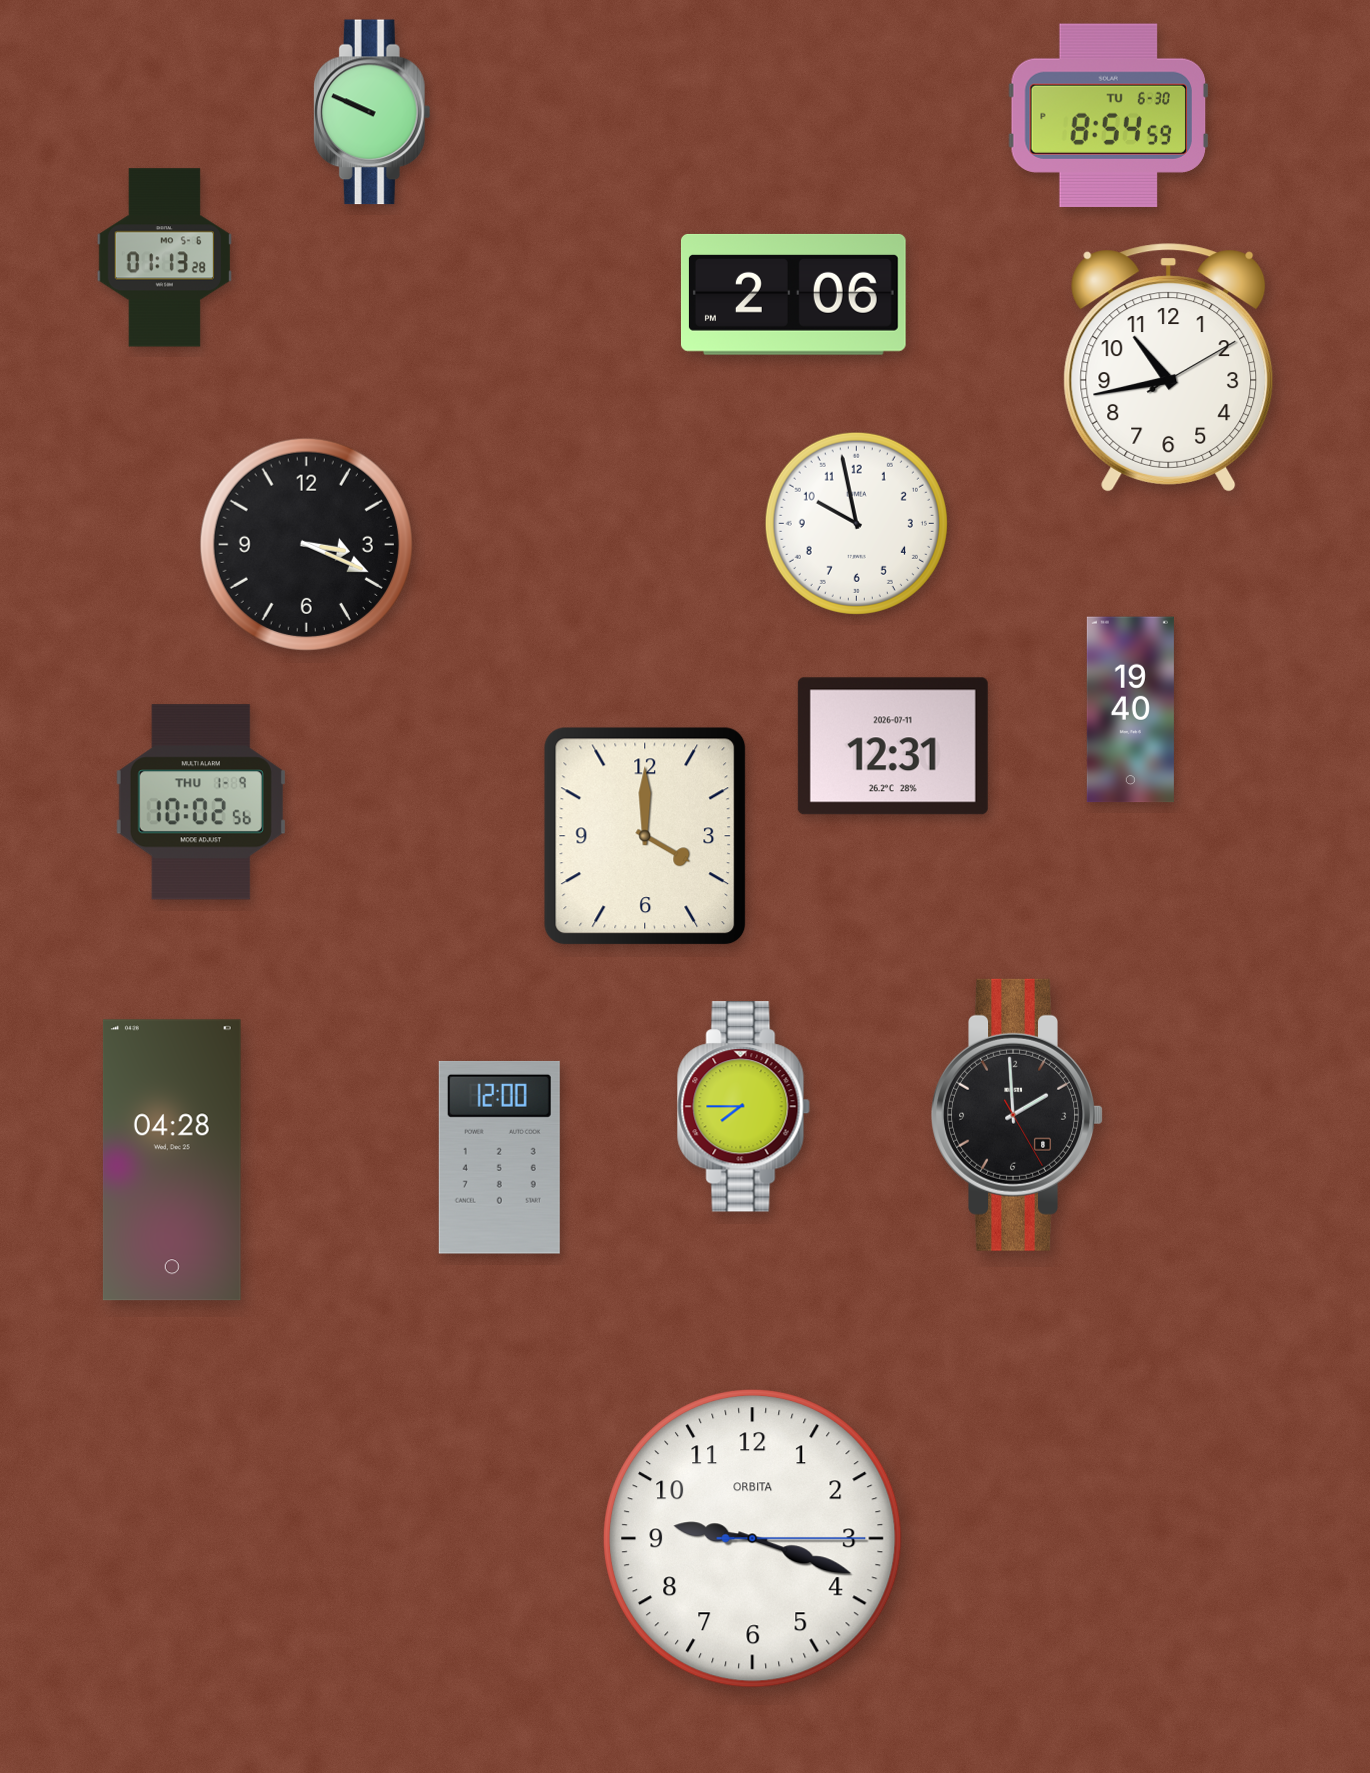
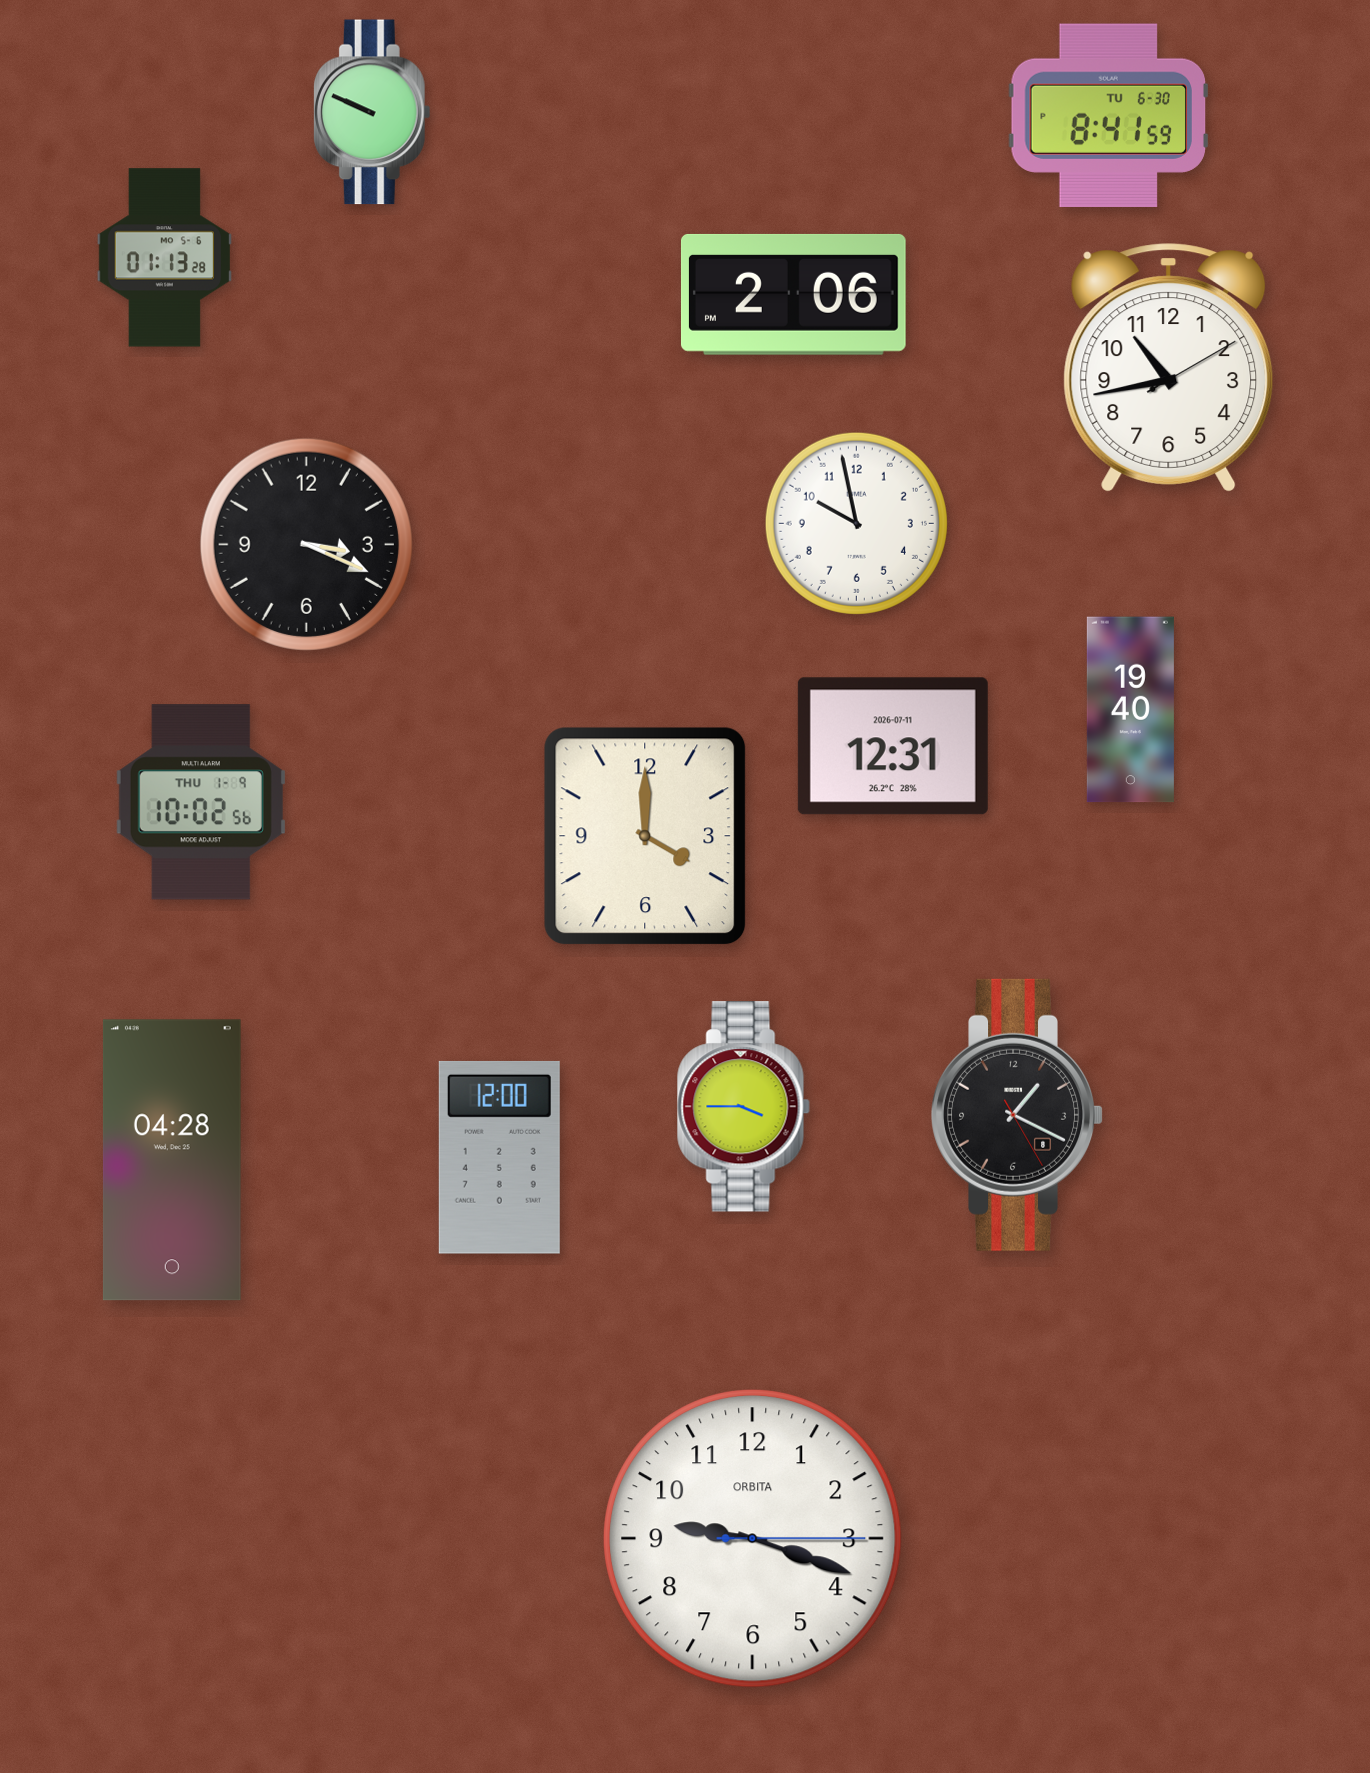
clock at (1108, 115): 8:54 -> 8:41
clock at (743, 1107): 7:45 -> 3:45
clock at (1017, 1115): 1:59 -> 1:19
